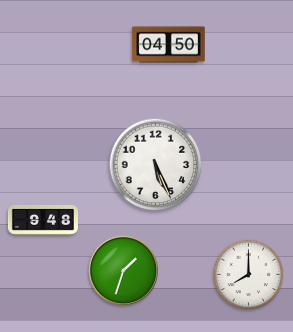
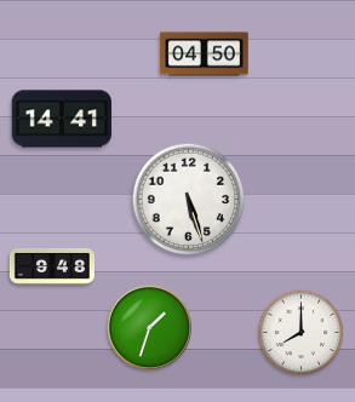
clock at (61, 119): none -> 14:41
clock at (156, 165): 5:26 -> 5:27
